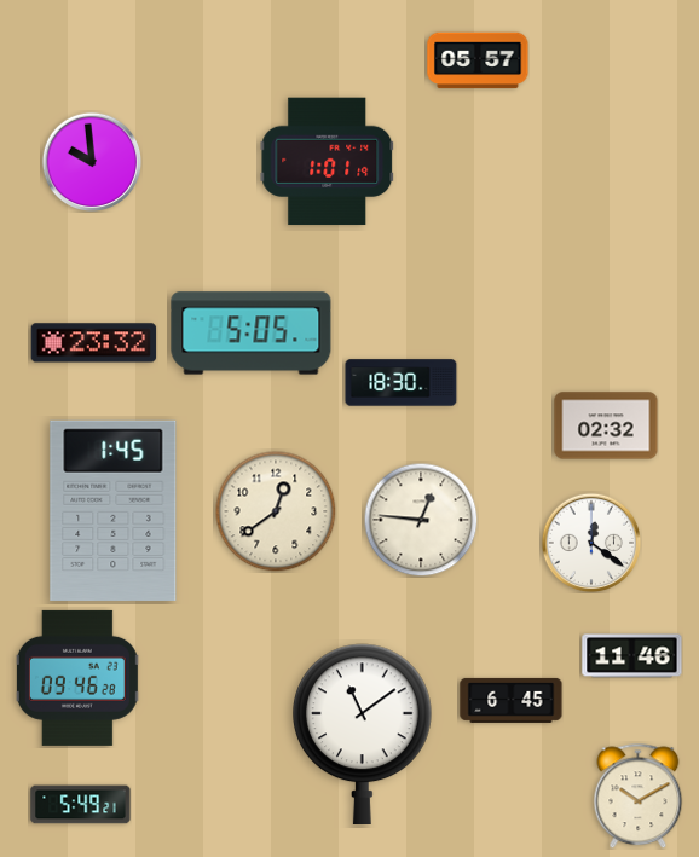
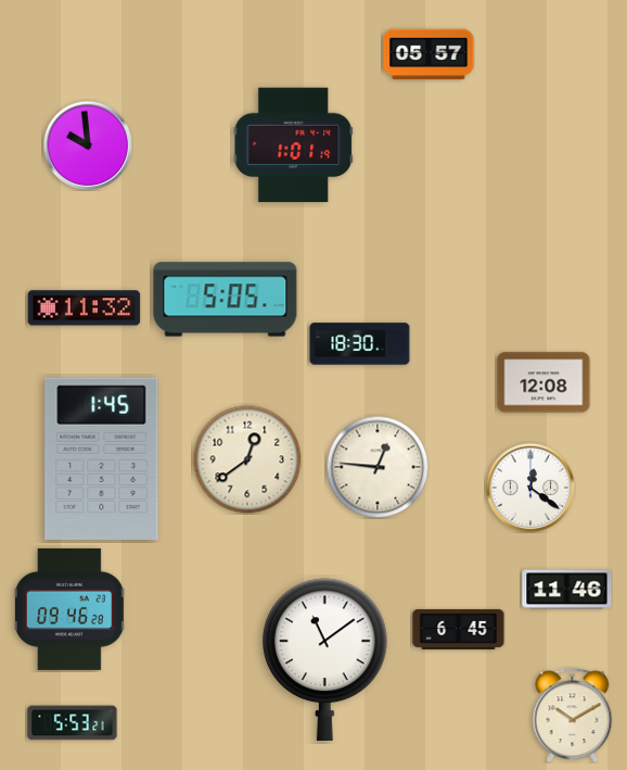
clock at (92, 162) position: (92, 162) -> (88, 146)
clock at (94, 343): 23:32 -> 11:32
clock at (606, 425): 02:32 -> 12:08
clock at (81, 805): 5:49 -> 5:53
